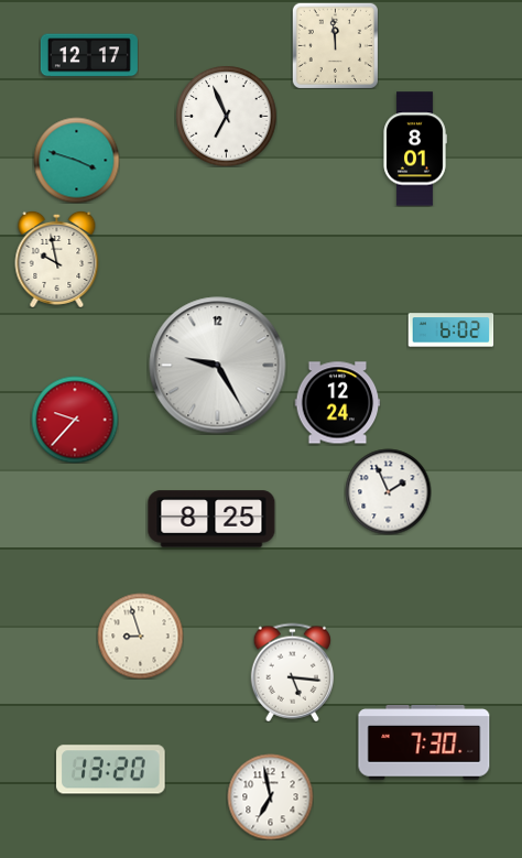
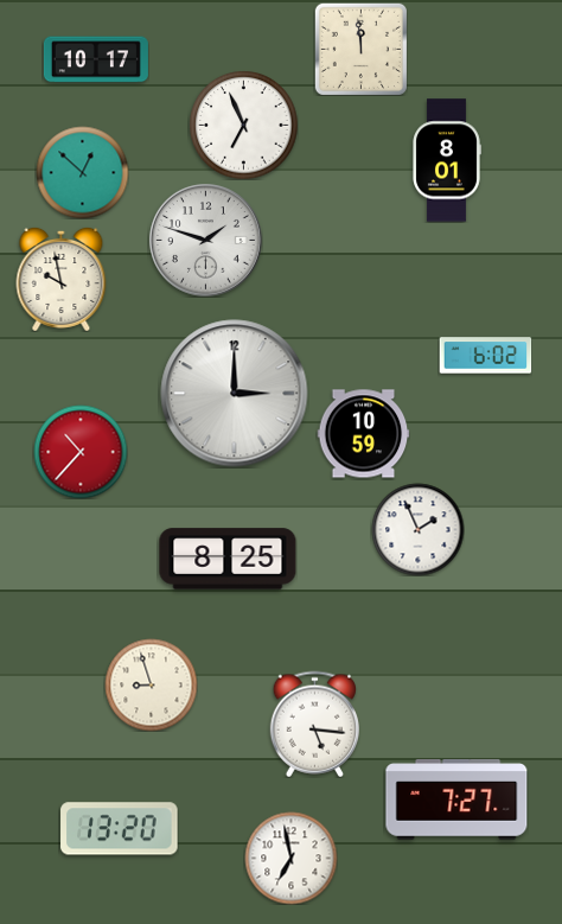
clock at (89, 55): 12:17 -> 10:17
clock at (76, 160): 3:48 -> 12:52
clock at (206, 241): none -> 1:48
clock at (218, 366): 9:25 -> 3:00
clock at (337, 403): 12:24 -> 10:59
clock at (75, 420): 9:37 -> 10:37
clock at (424, 742): 7:30 -> 7:27
